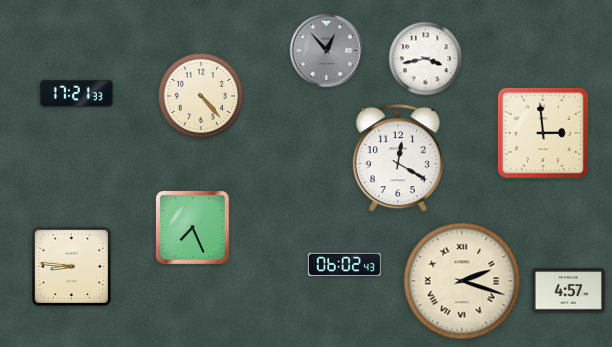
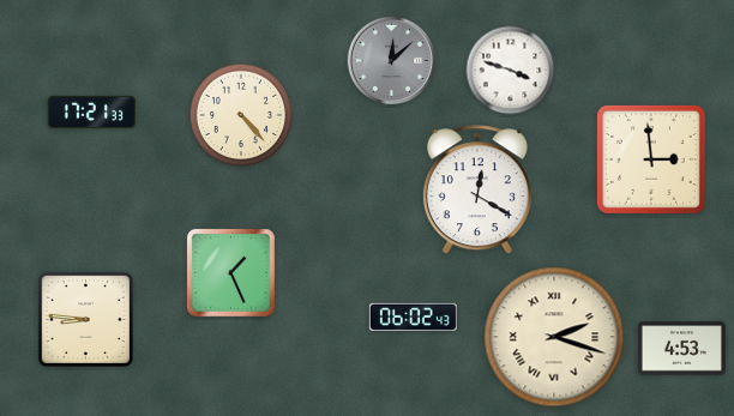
clock at (327, 51): 12:53 -> 12:08
clock at (426, 59): 3:43 -> 3:48
clock at (192, 227): 7:26 -> 1:26
clock at (568, 291): 4:57 -> 4:53
